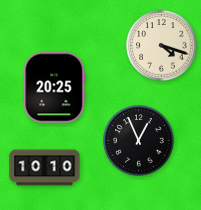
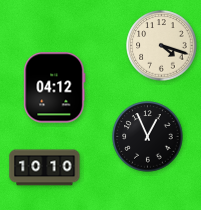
clock at (55, 88): 20:25 -> 04:12
clock at (139, 141) position: (139, 141) -> (148, 137)
